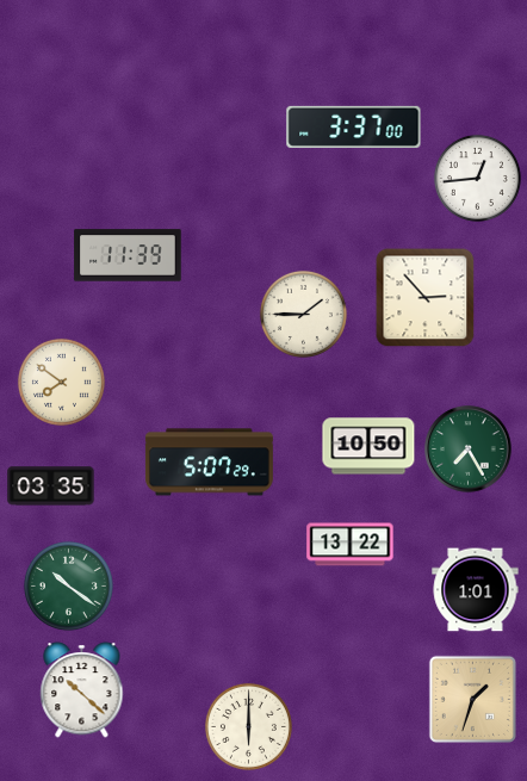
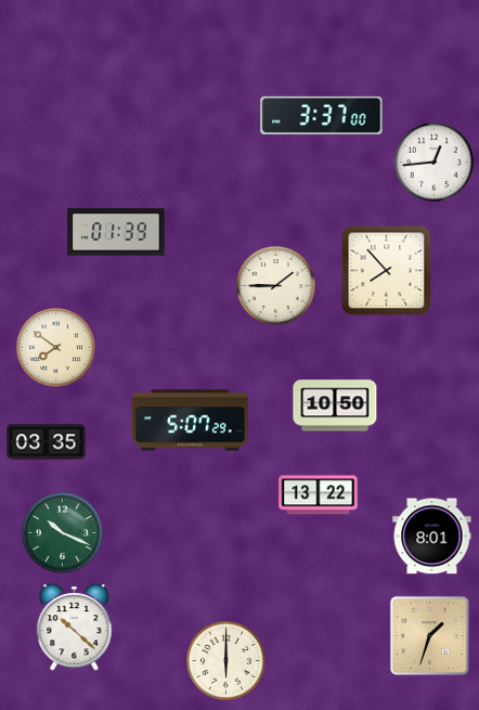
clock at (128, 255): 11:39 -> 01:39
clock at (426, 298): 2:53 -> 7:53
clock at (469, 450): 7:25 -> none
clock at (68, 585): 10:21 -> 10:19
clock at (476, 590): 1:01 -> 8:01
